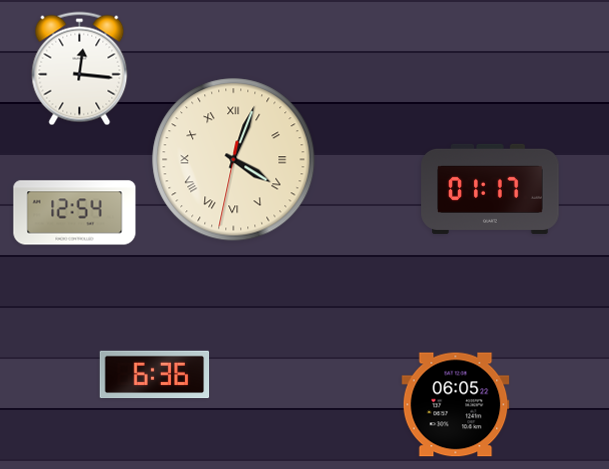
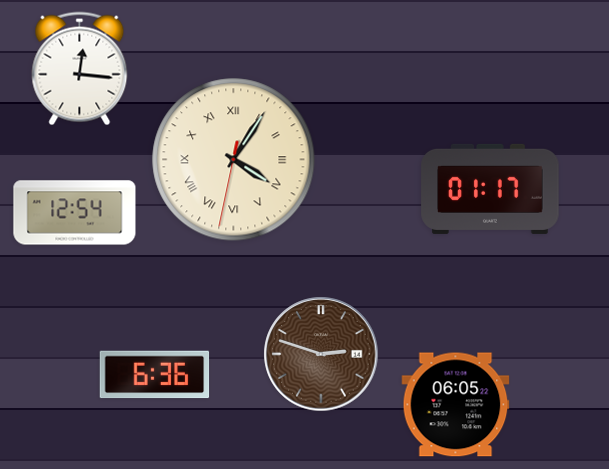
clock at (234, 160): 4:03 -> 4:05
clock at (321, 354): none -> 2:48
